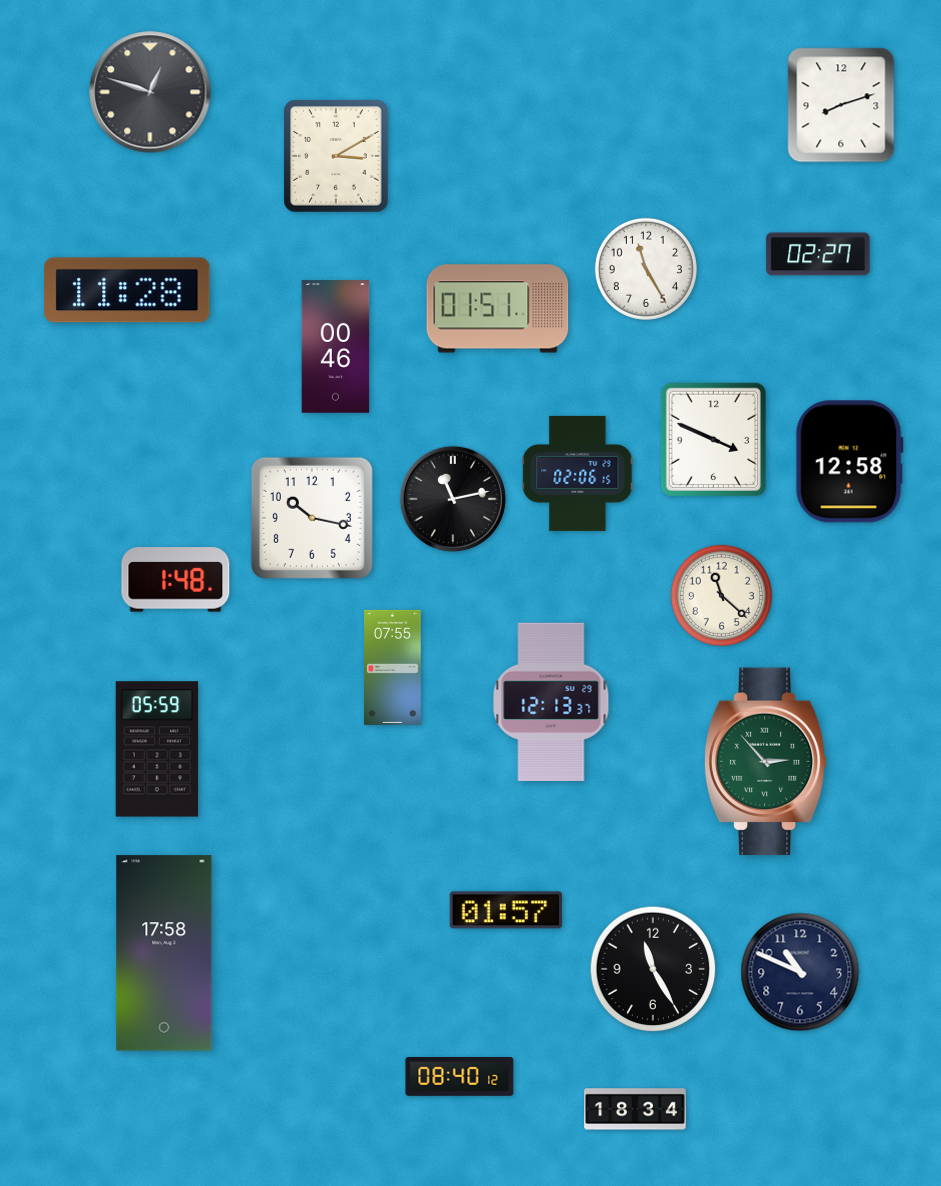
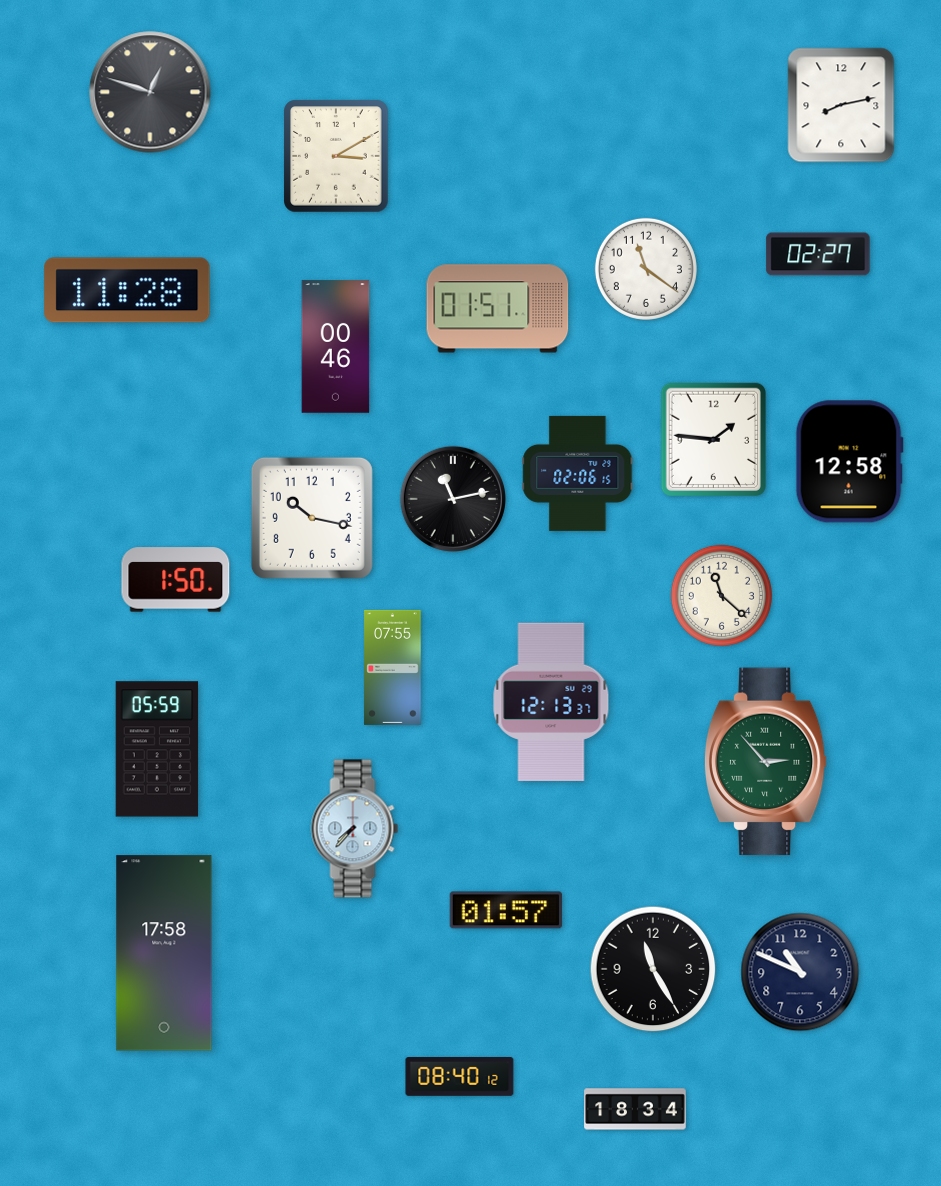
clock at (841, 105): 8:12 -> 8:13
clock at (646, 269): 11:25 -> 11:21
clock at (713, 439): 3:49 -> 1:46
clock at (176, 580): 1:48 -> 1:50
clock at (355, 829): none -> 7:37
